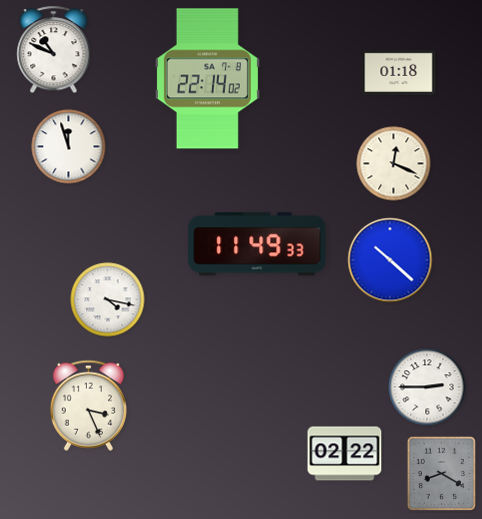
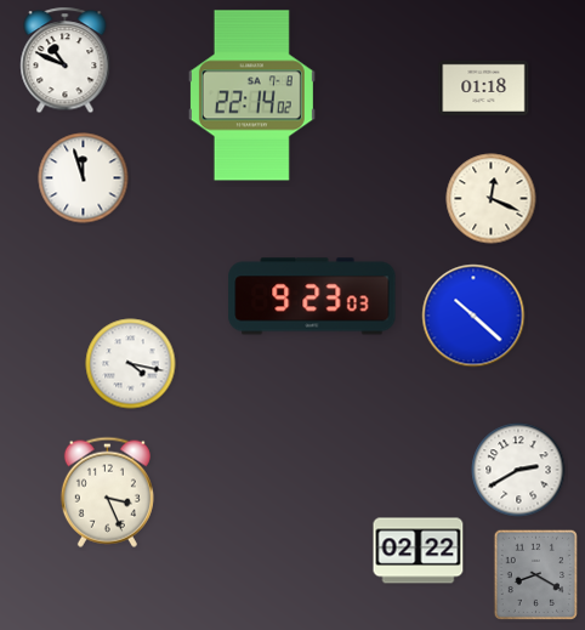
clock at (394, 164) position: (394, 164) -> (492, 199)
clock at (257, 244): 11:49 -> 9:23
clock at (427, 387): 2:45 -> 2:40
